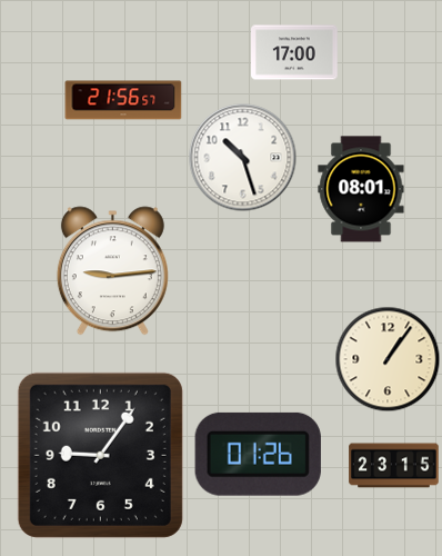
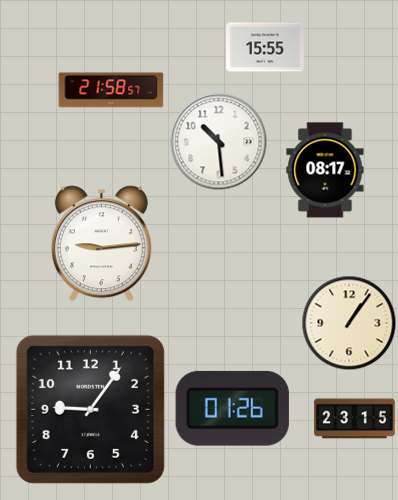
clock at (294, 52): 17:00 -> 15:55
clock at (123, 100): 21:56 -> 21:58
clock at (243, 158): 10:27 -> 10:29
clock at (361, 189): 08:01 -> 08:17
